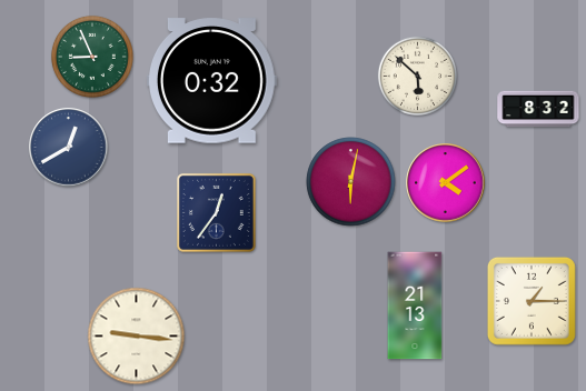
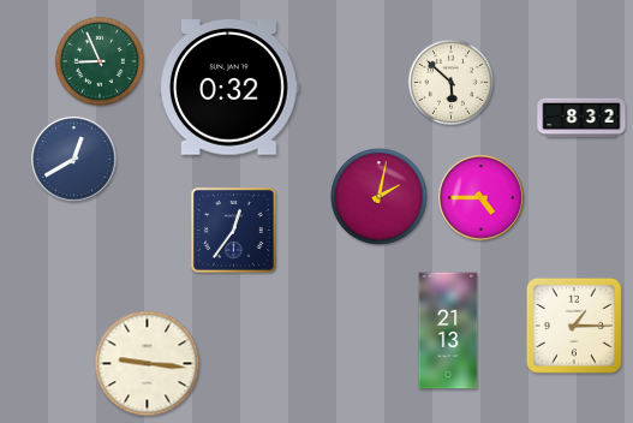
clock at (351, 182): 6:02 -> 2:02
clock at (446, 183): 4:09 -> 4:45
